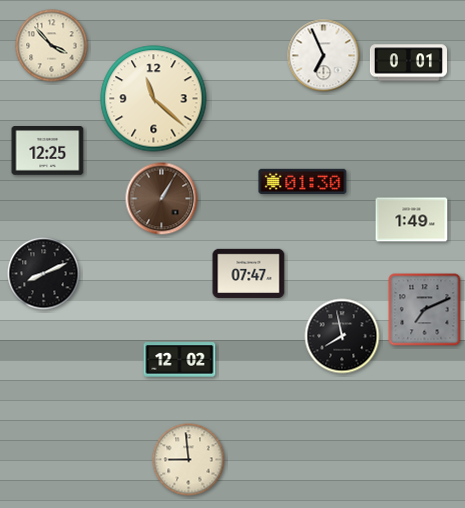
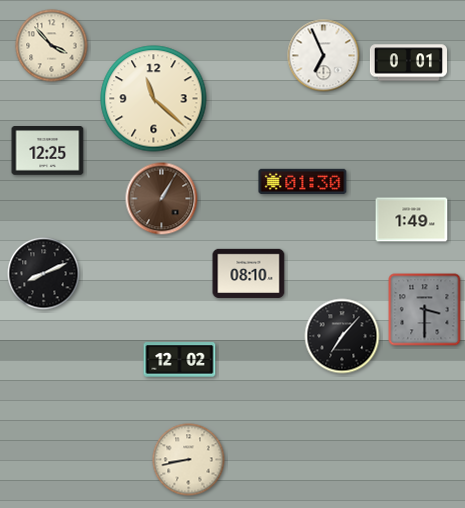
clock at (249, 273): 07:47 -> 08:10
clock at (425, 310): 7:11 -> 3:30
clock at (342, 336): 7:58 -> 7:07
clock at (189, 460): 8:59 -> 8:43
